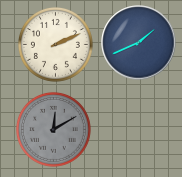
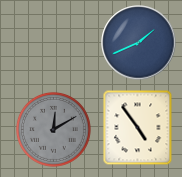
clock at (55, 44): 2:11 -> none
clock at (138, 128): none -> 4:54
